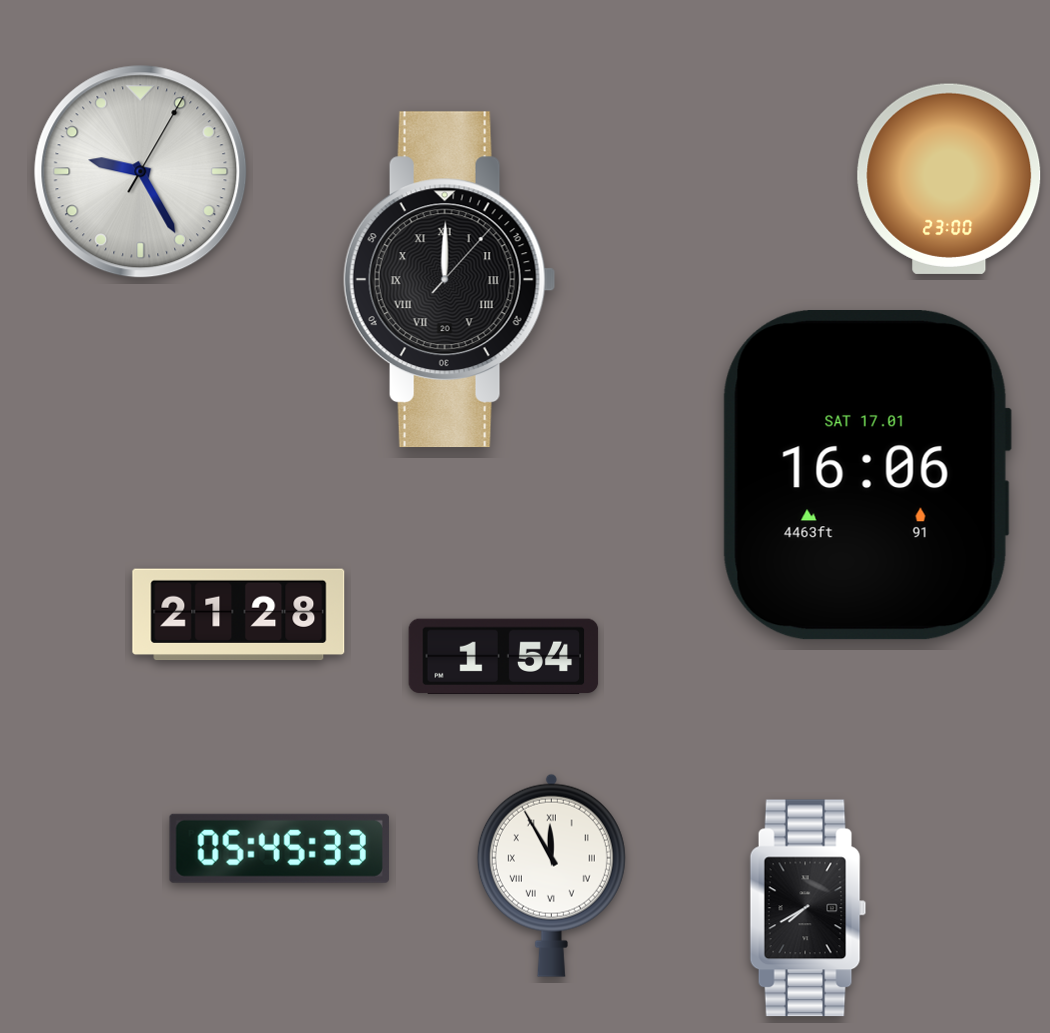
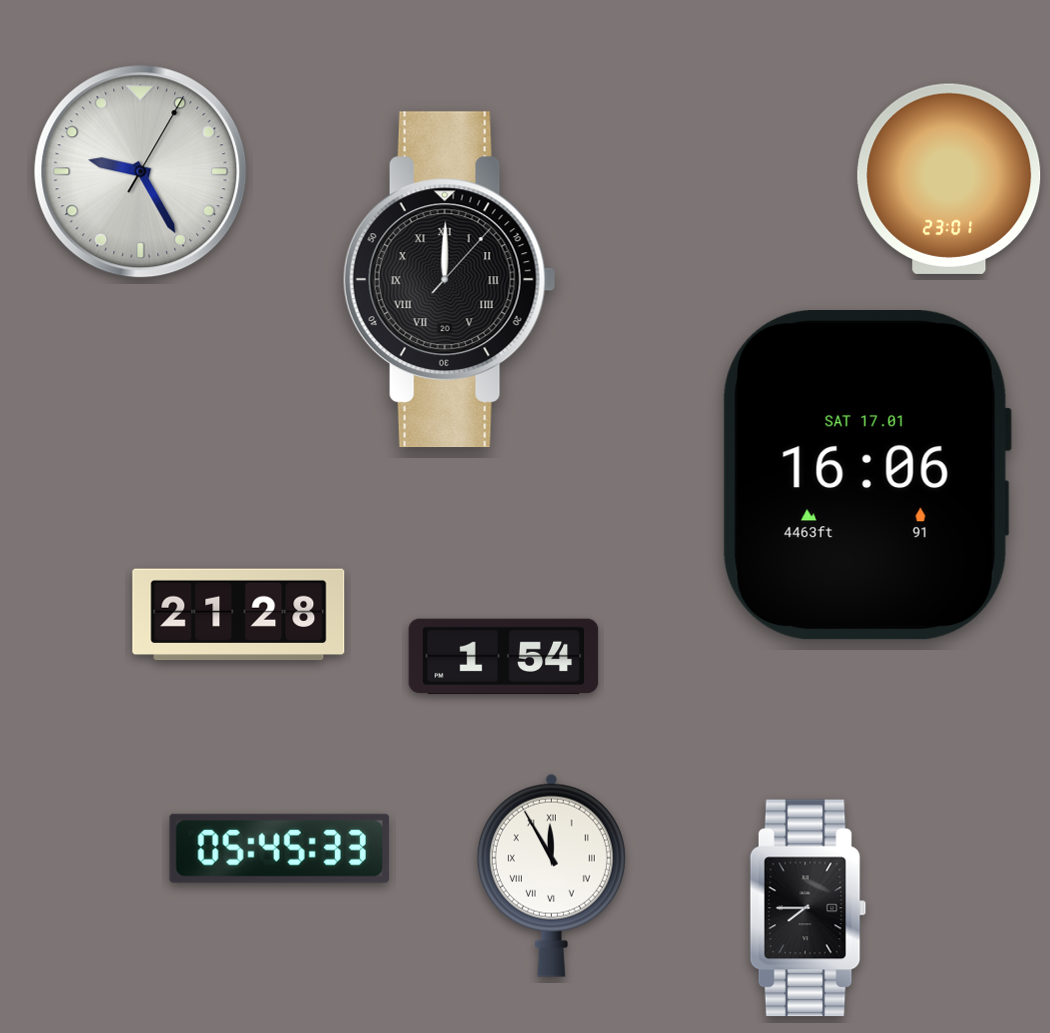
clock at (949, 179): 23:00 -> 23:01
clock at (808, 908): 7:40 -> 7:45
